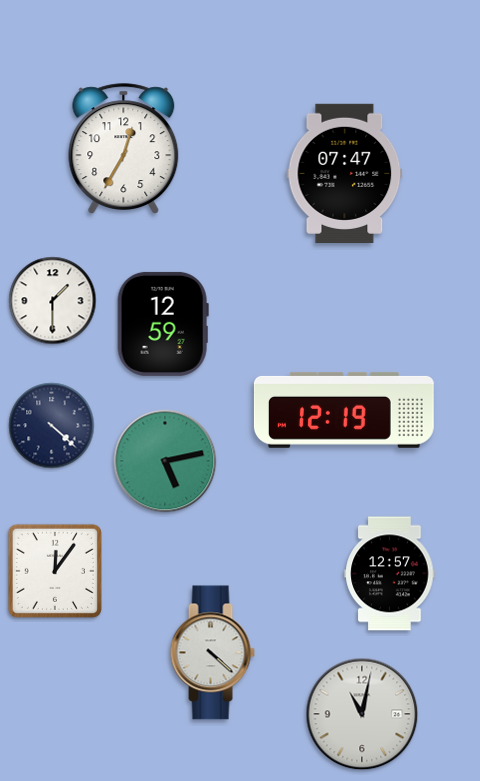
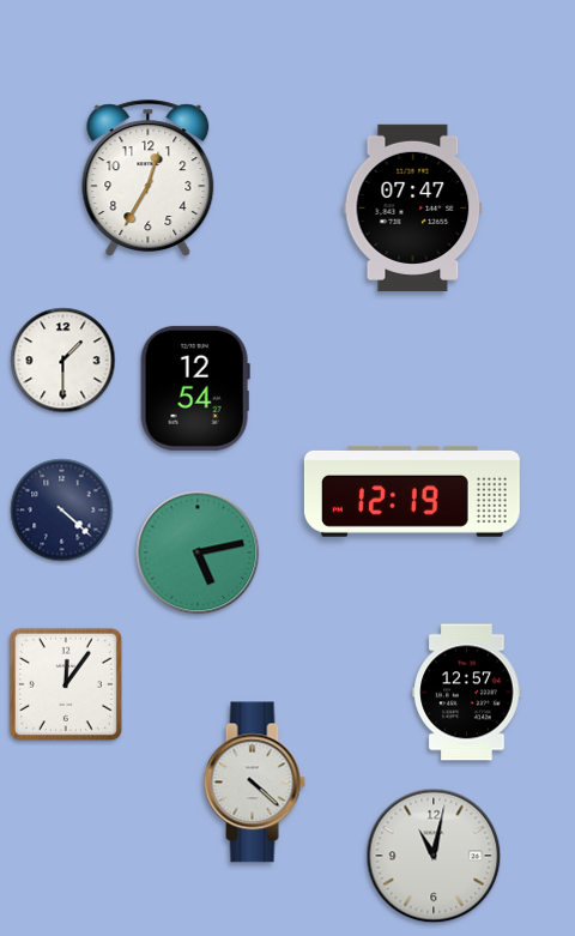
clock at (163, 324): 12:59 -> 12:54
clock at (390, 574) position: (390, 574) -> (467, 693)
